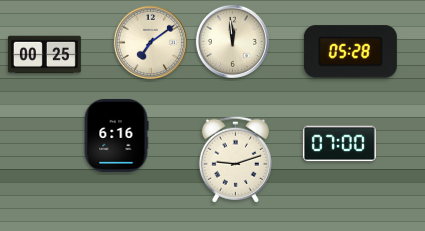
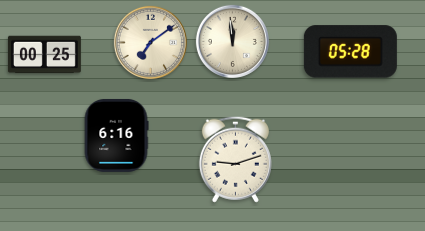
clock at (339, 144): 07:00 -> none
